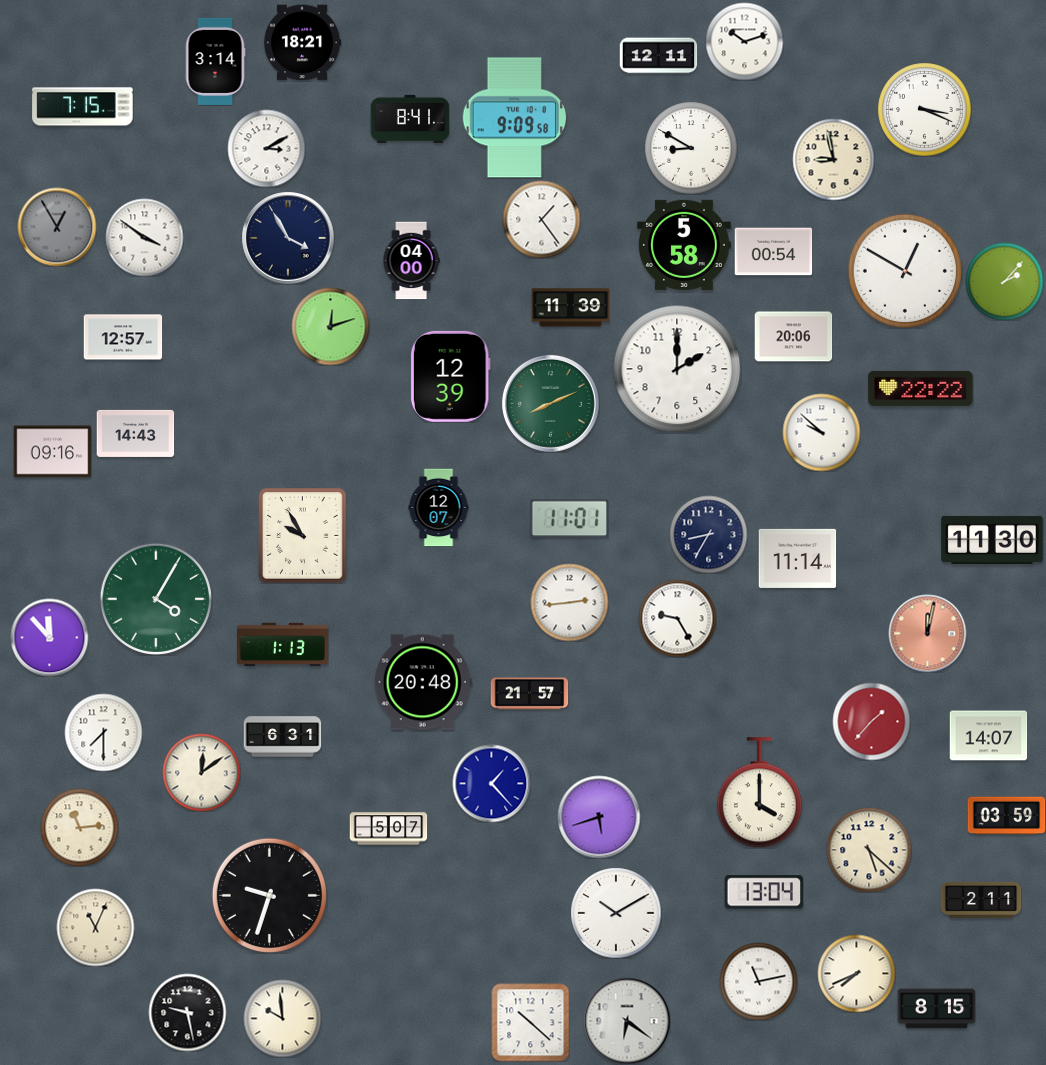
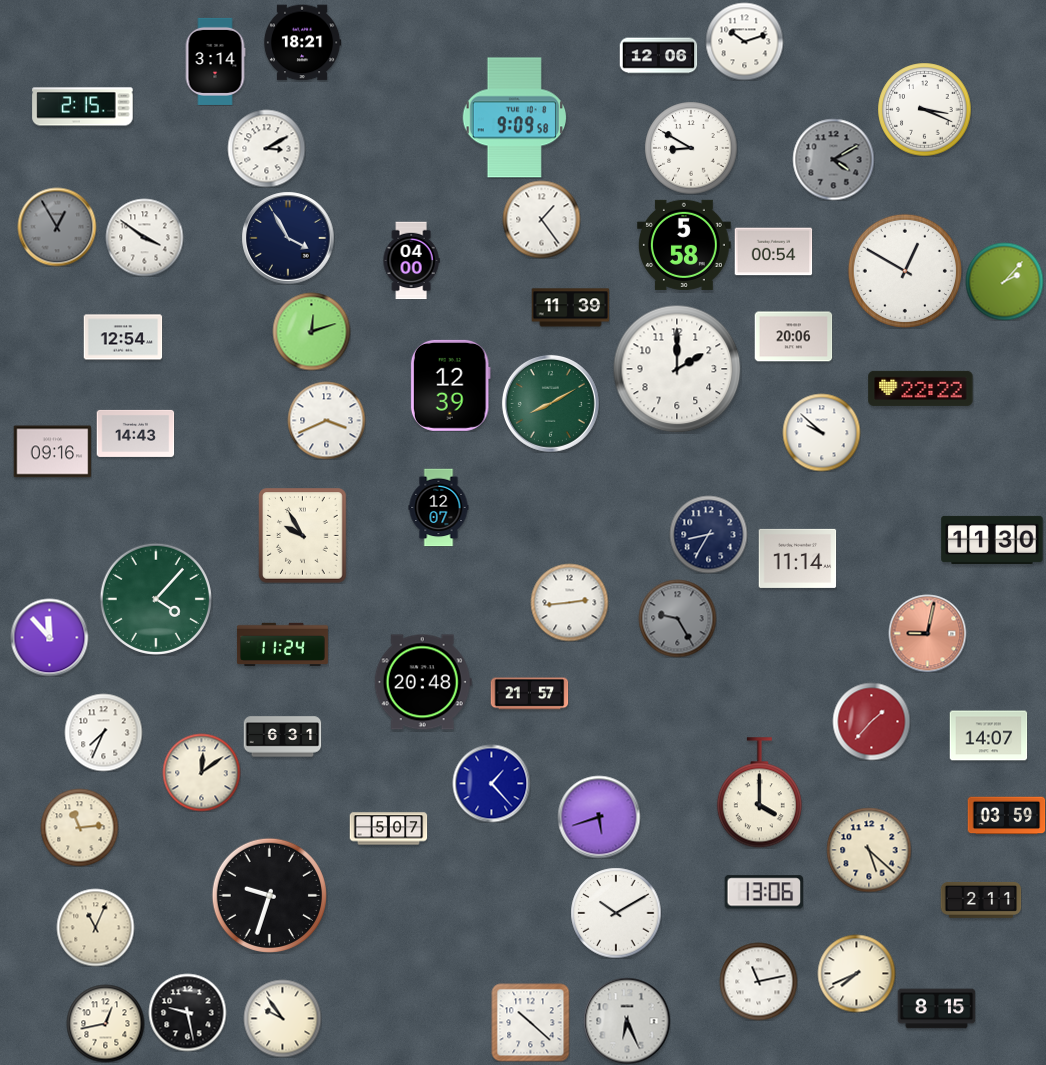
clock at (658, 56): 12:11 -> 12:06
clock at (83, 107): 7:15 -> 2:15
clock at (410, 119): 8:41 -> none
clock at (833, 159): 8:58 -> 4:10
clock at (833, 159) dial: cream -> grey
clock at (330, 326) position: (330, 326) -> (311, 331)
clock at (123, 337): 12:57 -> 12:54
clock at (450, 376) position: (450, 376) -> (450, 385)
clock at (550, 403): 8:11 -> 8:10
clock at (326, 420): none -> 3:41
clock at (569, 519): 11:01 -> none
clock at (156, 599): 4:05 -> 4:07
clock at (677, 618) dial: white -> grey
clock at (927, 633): 12:02 -> 9:02
clock at (282, 645): 1:13 -> 11:24
clock at (103, 732): 7:30 -> 7:34
clock at (764, 892): 13:04 -> 13:06
clock at (282, 1018): 9:59 -> 9:54
clock at (627, 1021): 6:21 -> 6:26
clock at (105, 1023): none -> 12:43
